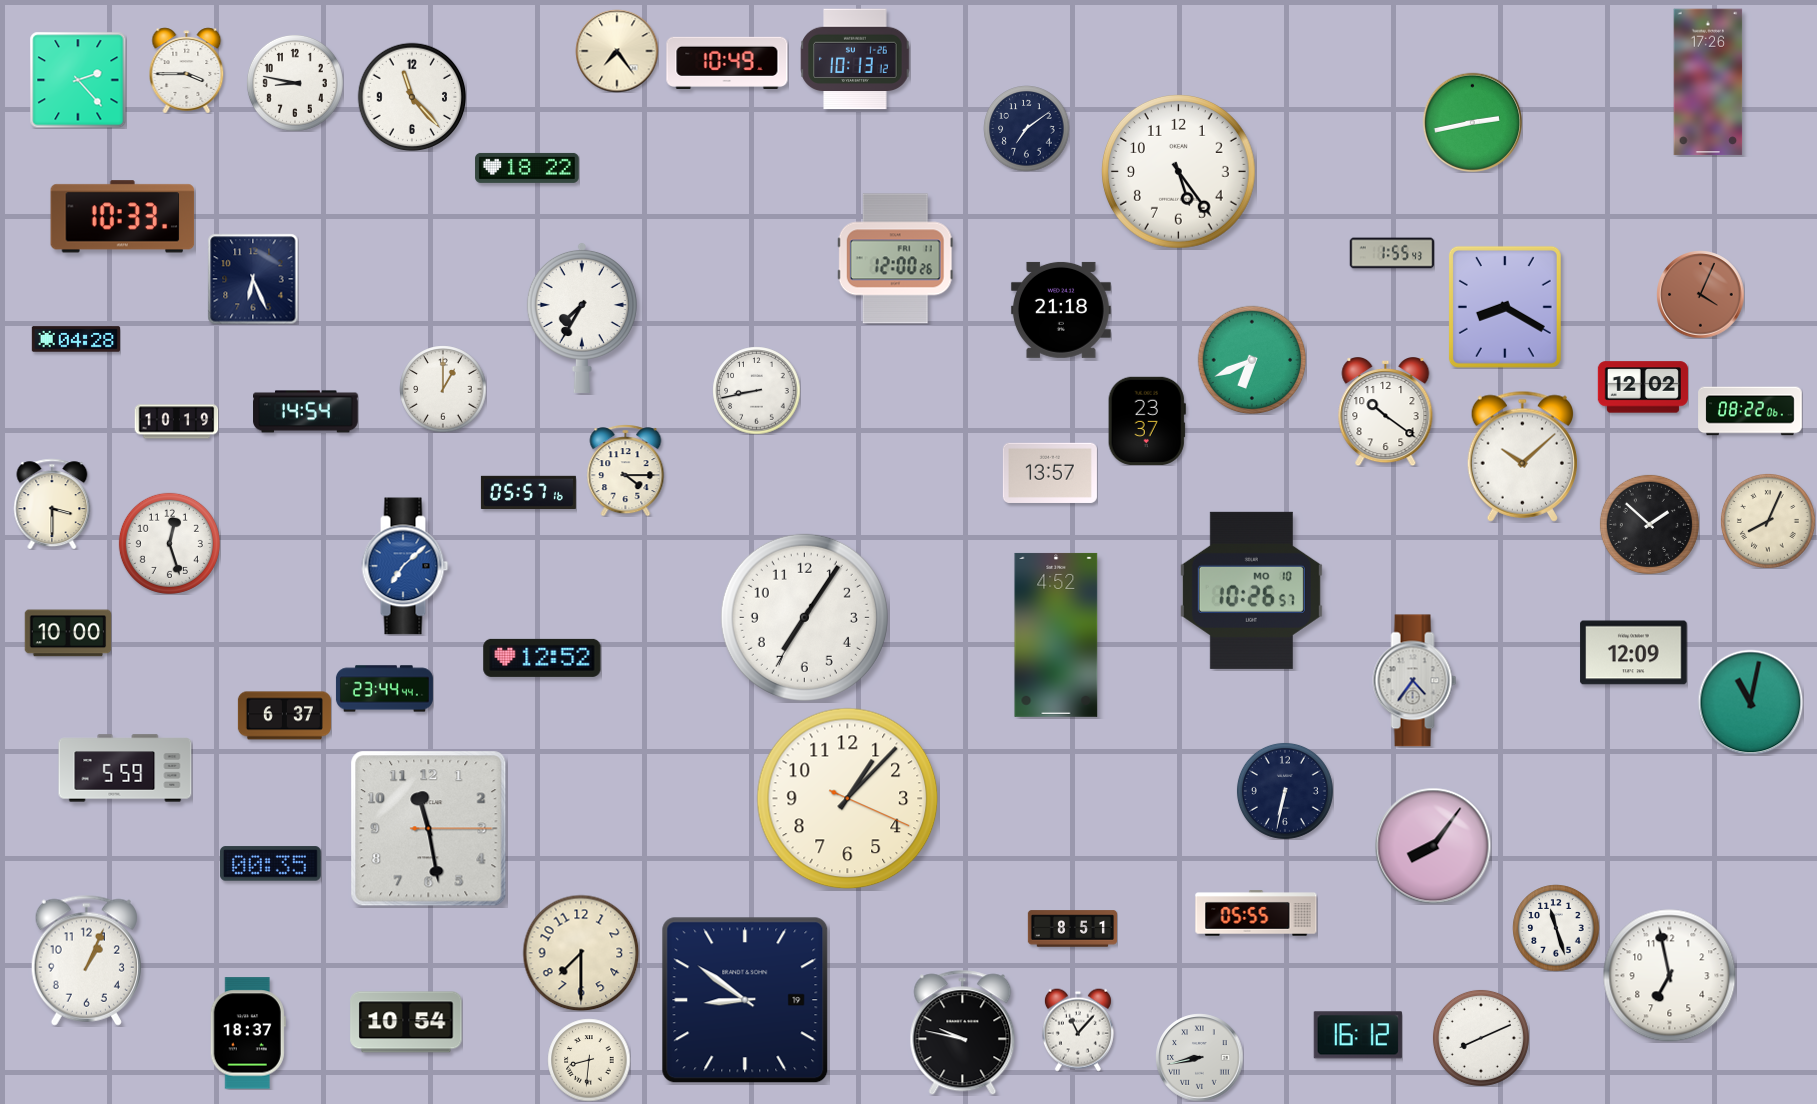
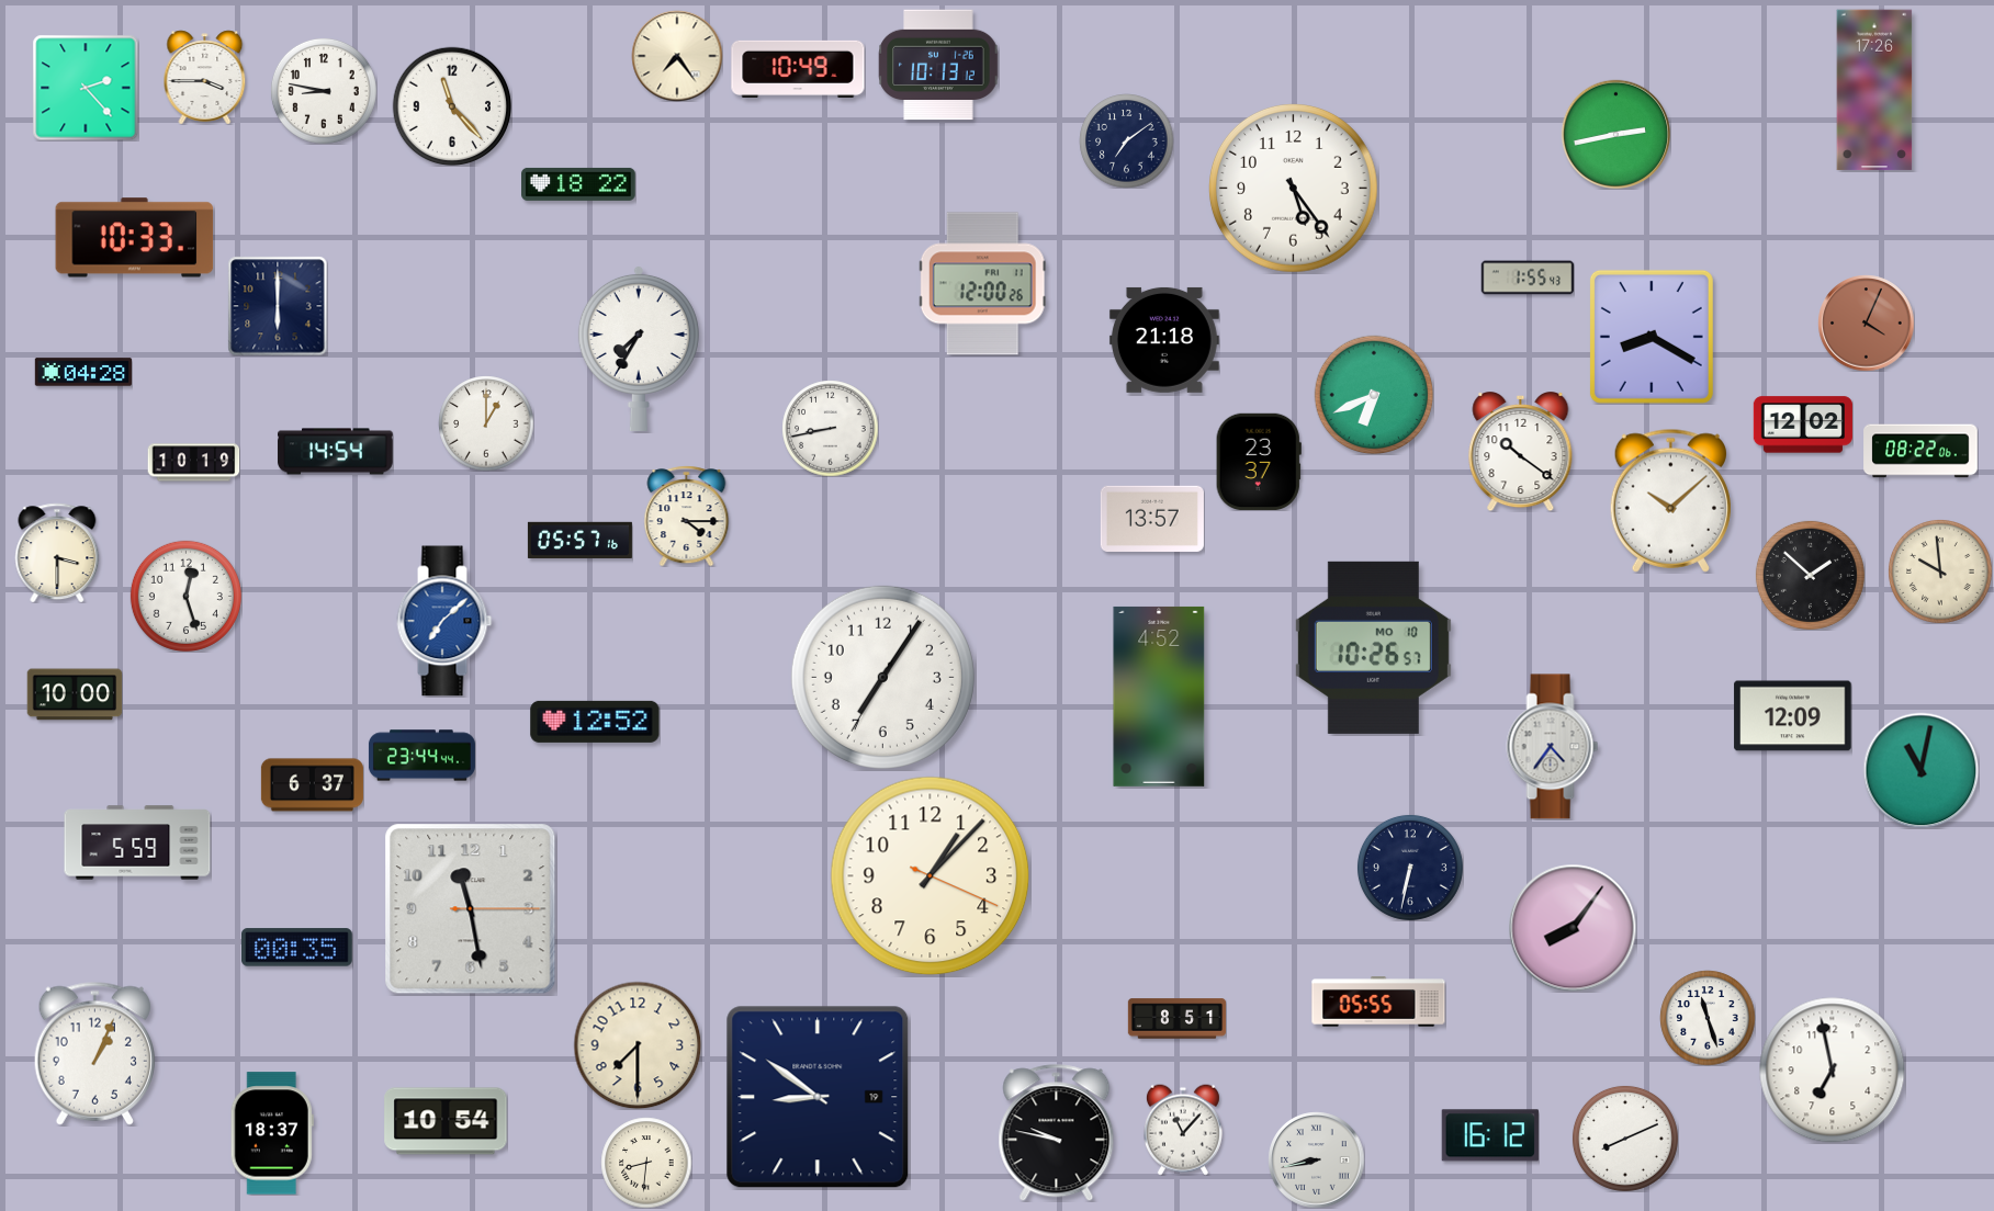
clock at (253, 279): 6:26 -> 6:00
clock at (443, 389) position: (443, 389) -> (486, 423)
clock at (1768, 521): 8:04 -> 9:59
